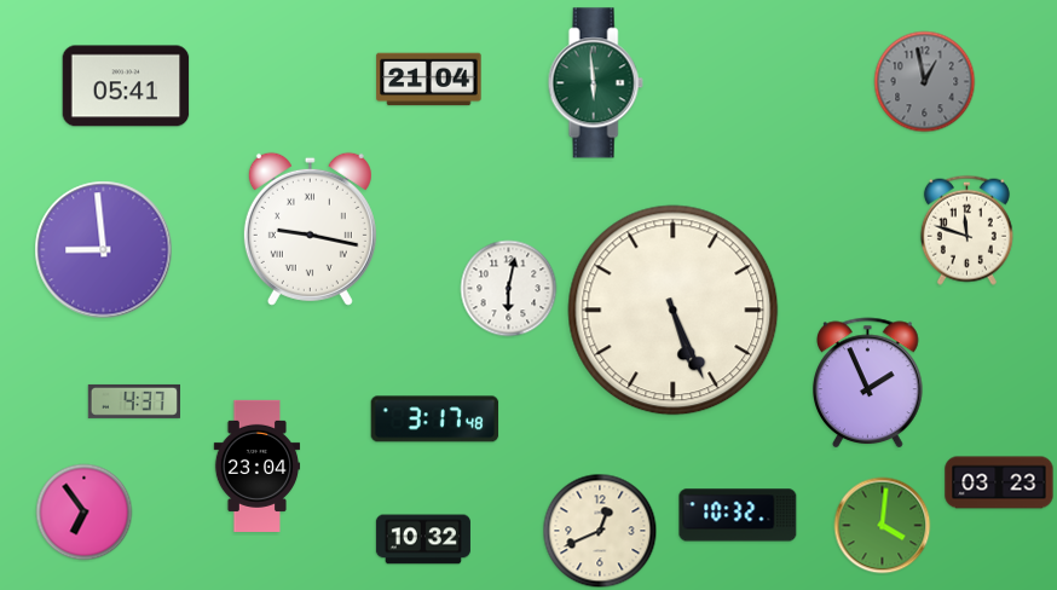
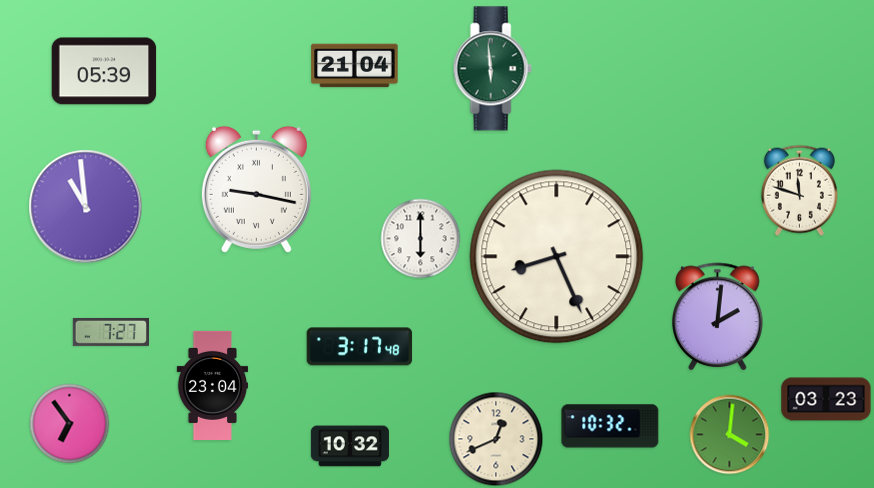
clock at (925, 82): 12:58 -> none
clock at (126, 86): 05:41 -> 05:39
clock at (104, 250): 8:59 -> 10:59
clock at (509, 289): 6:02 -> 6:00
clock at (674, 311): 5:26 -> 8:26
clock at (868, 382): 1:56 -> 2:01
clock at (133, 401): 4:37 -> 7:27
